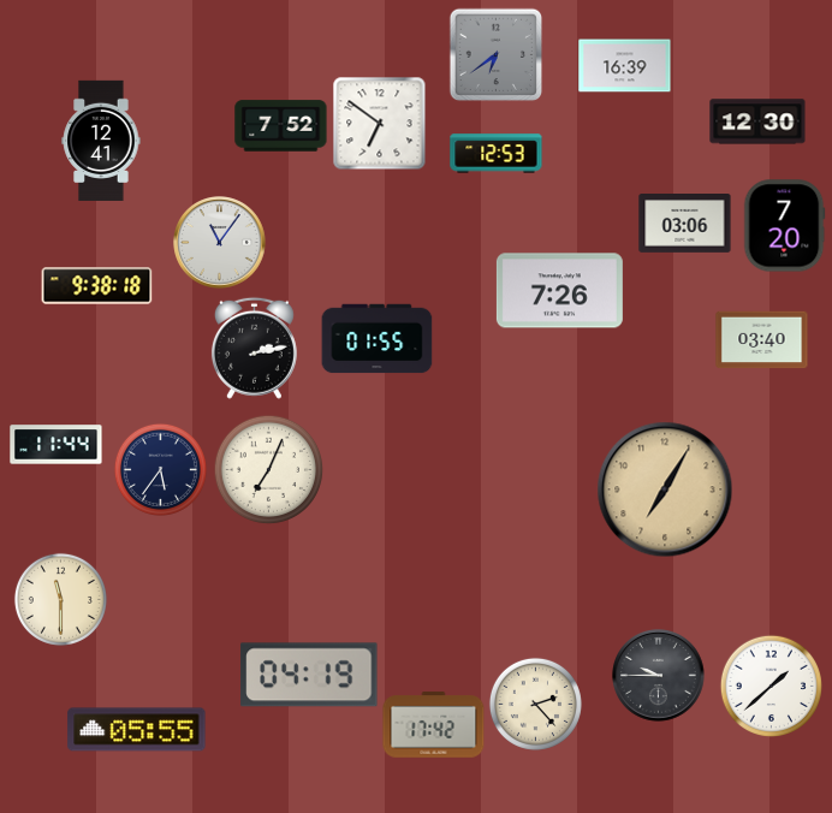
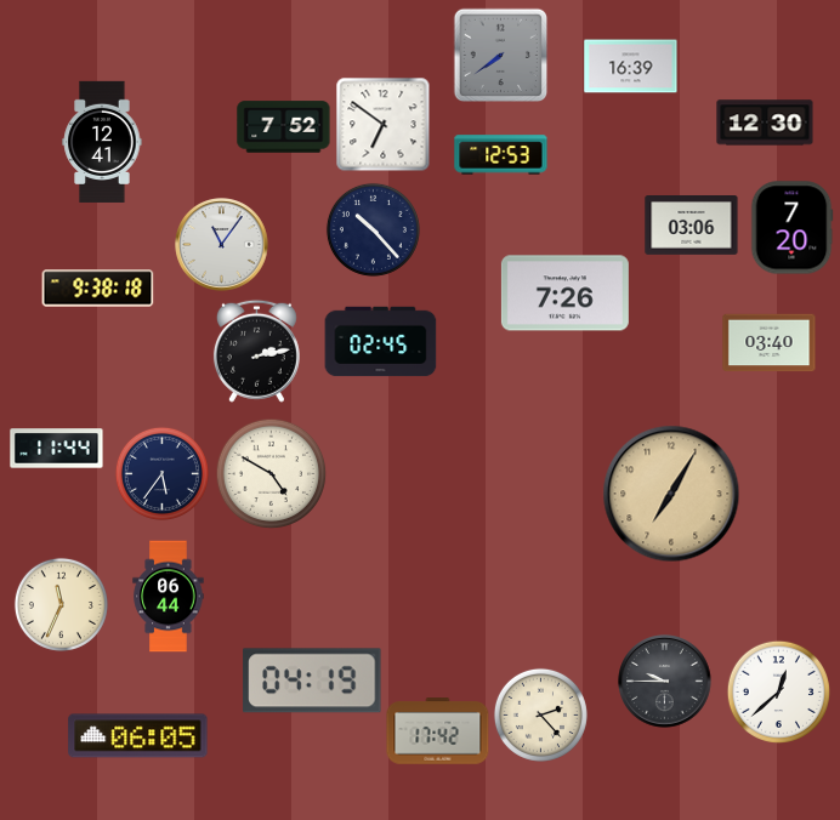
clock at (495, 54): 6:39 -> 7:39
clock at (373, 229): none -> 10:23
clock at (378, 339): 01:55 -> 02:45
clock at (268, 469): 7:04 -> 4:50
clock at (169, 597): none -> 06:44
clock at (60, 599): 11:30 -> 11:34
clock at (771, 686): 1:38 -> 12:38
clock at (535, 704) position: (535, 704) -> (540, 714)
clock at (137, 730): 05:55 -> 06:05
